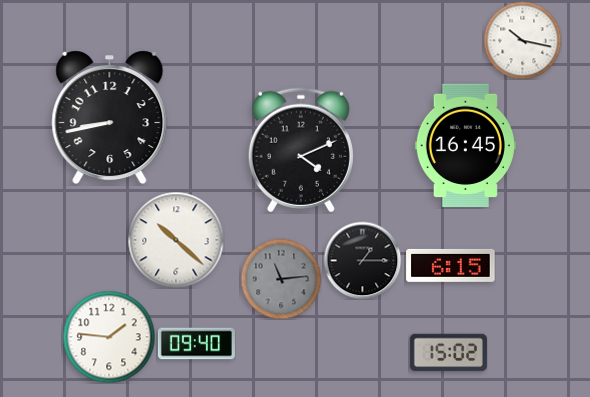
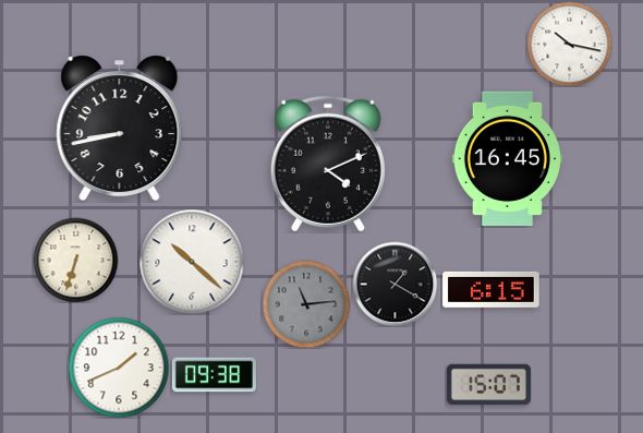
clock at (75, 260): none -> 6:33
clock at (362, 260): 1:15 -> 1:20
clock at (109, 337): 1:46 -> 1:41
clock at (196, 344): 09:40 -> 09:38
clock at (448, 353): 15:02 -> 15:07
